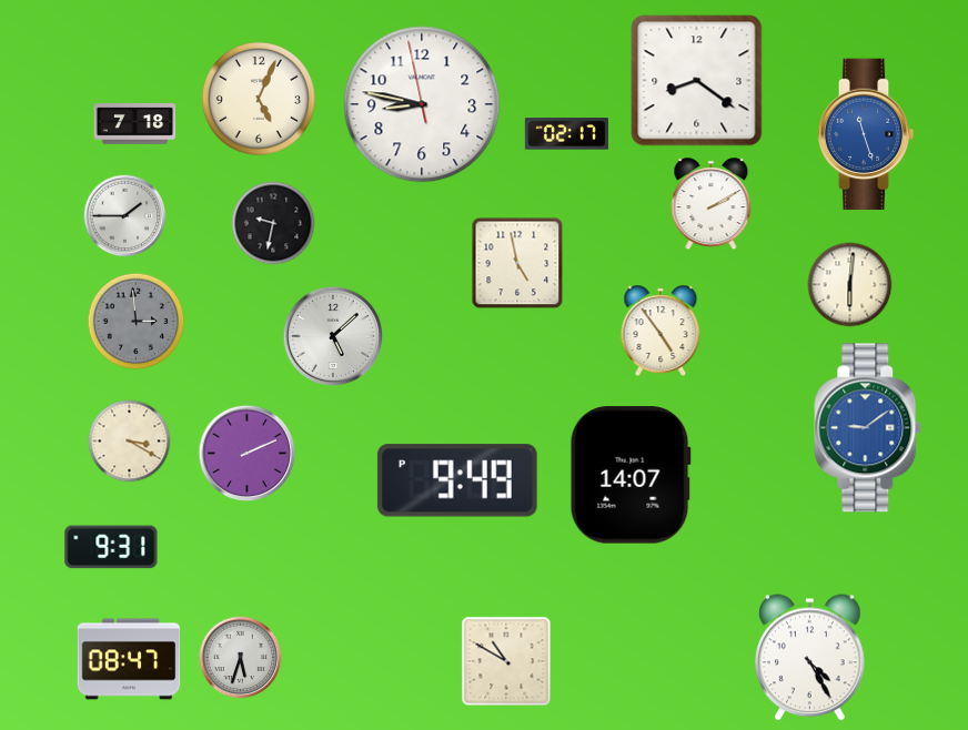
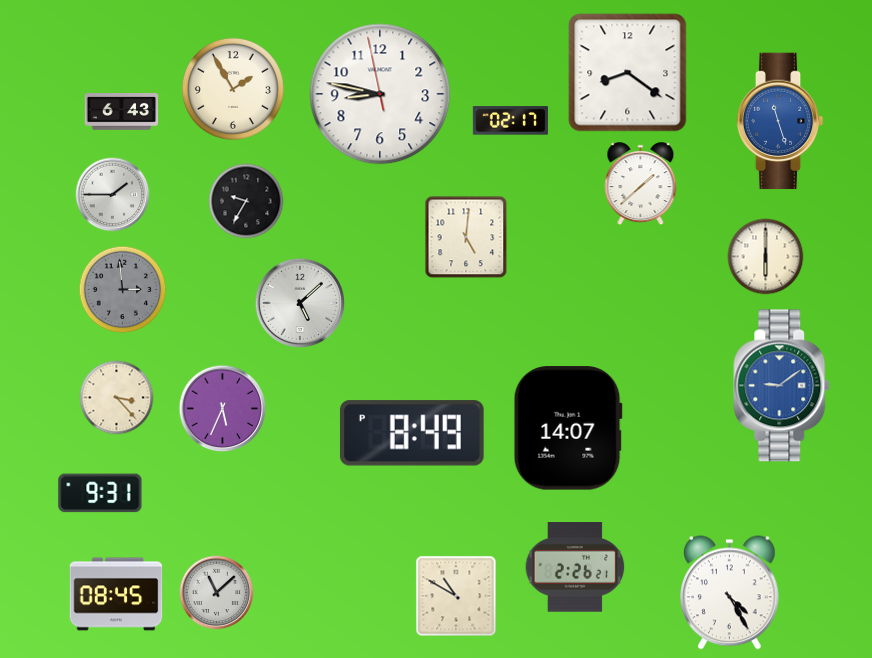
clock at (259, 99): 5:04 -> 1:55
clock at (135, 124): 7:18 -> 6:43
clock at (712, 204): 2:10 -> 1:38
clock at (273, 223): 9:32 -> 9:35
clock at (517, 263): 4:58 -> 5:01
clock at (850, 285): 6:01 -> 6:00
clock at (661, 331): 4:54 -> none
clock at (130, 442): 3:20 -> 3:23
clock at (248, 454): 2:11 -> 5:34
clock at (457, 480): 9:49 -> 8:49
clock at (575, 567): none -> 2:26
clock at (241, 658): 5:33 -> 11:08
clock at (129, 659): 08:47 -> 08:45
